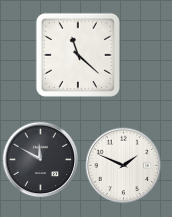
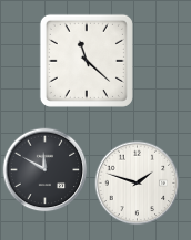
clock at (41, 160) position: (41, 160) -> (46, 170)
clock at (124, 166): 1:49 -> 1:48
